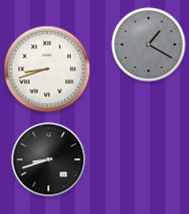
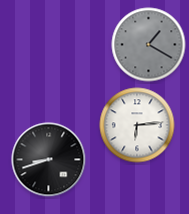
clock at (47, 69): 8:42 -> none
clock at (137, 125): none -> 6:14
